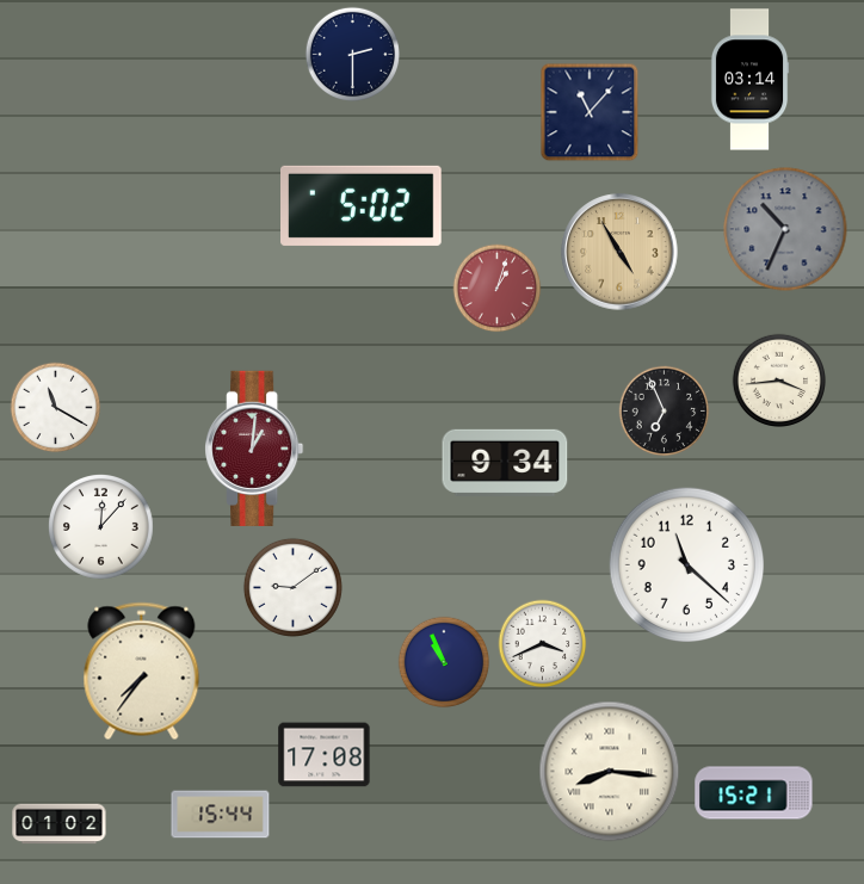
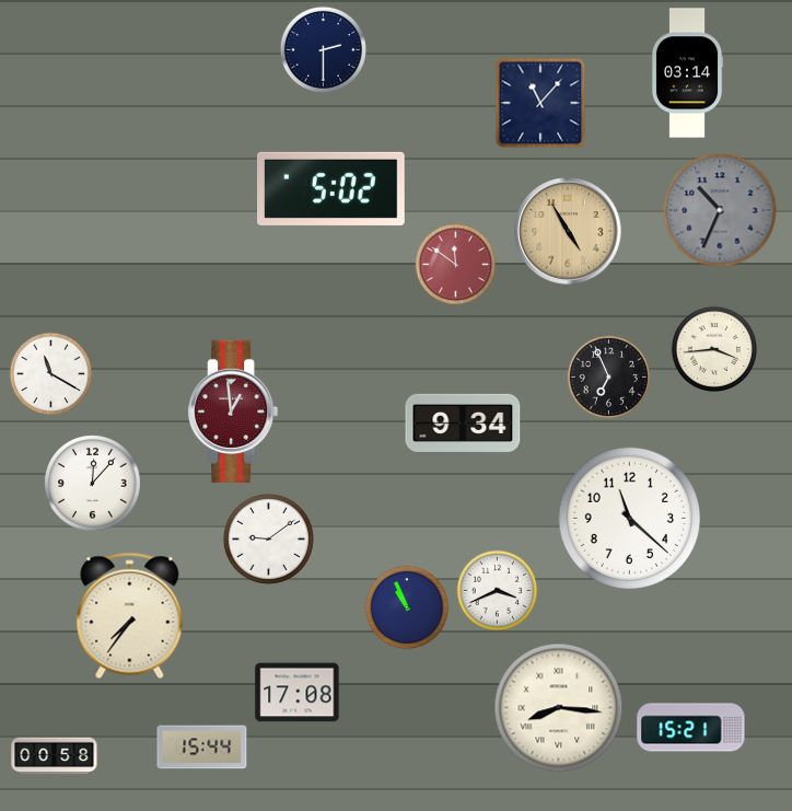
clock at (498, 289): 1:03 -> 11:51
clock at (254, 449): 1:01 -> 12:59
clock at (60, 824): 01:02 -> 00:58
